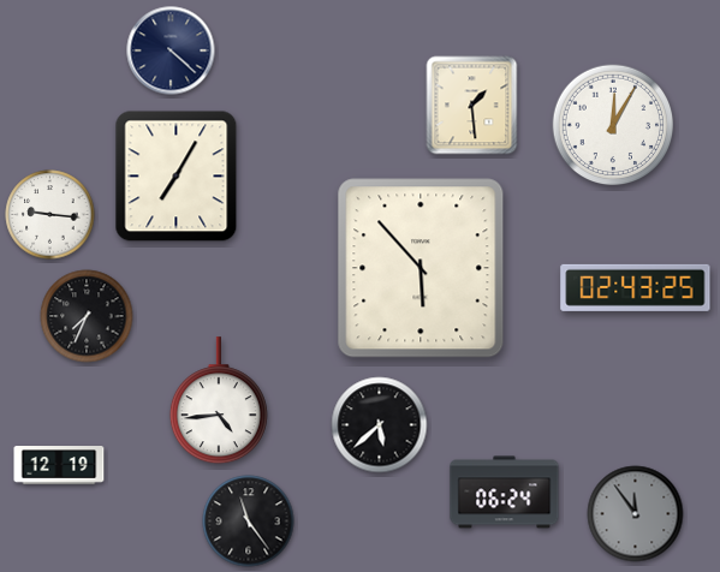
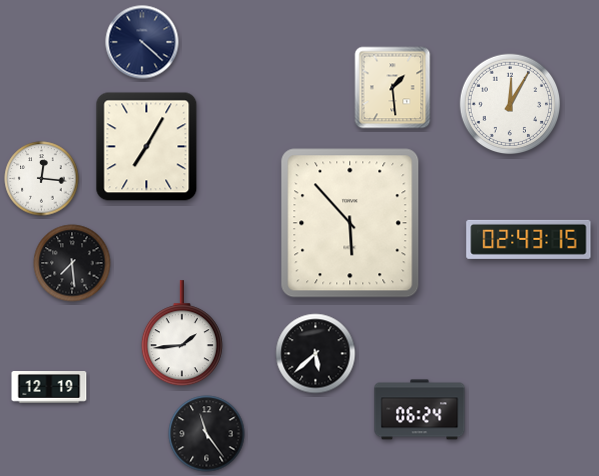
clock at (50, 215): 9:16 -> 12:16
clock at (636, 287): 02:43:25 -> 02:43:15
clock at (87, 316): 7:34 -> 7:29
clock at (219, 401): 4:44 -> 1:44
clock at (636, 514): 11:54 -> none
